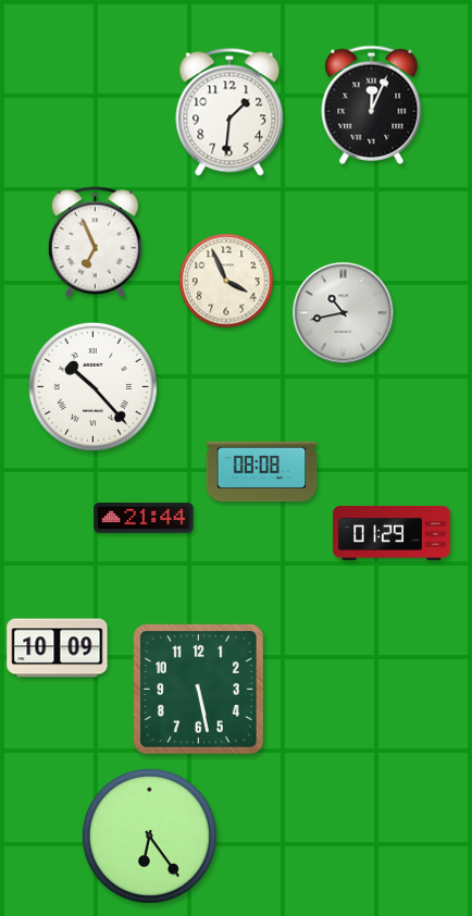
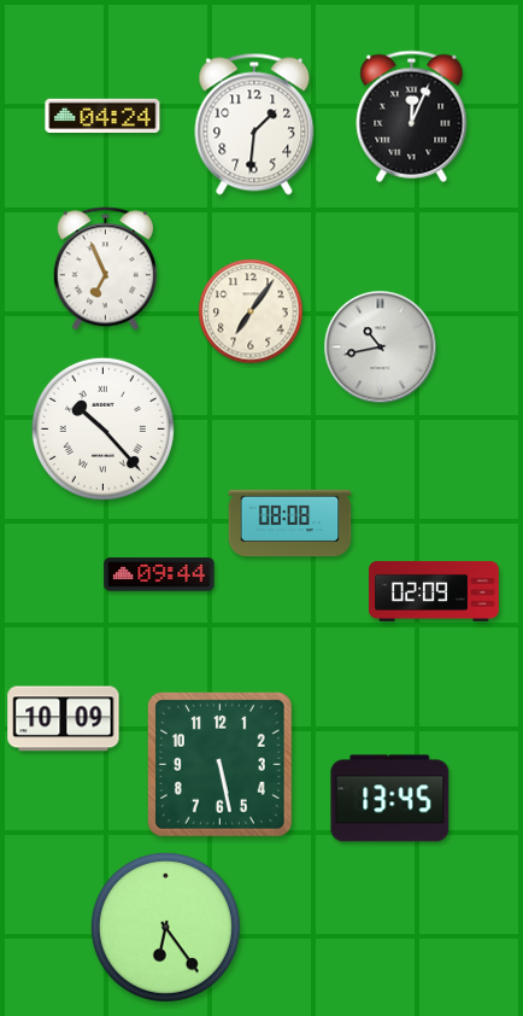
clock at (102, 115): none -> 04:24
clock at (226, 281): 3:56 -> 7:06
clock at (144, 518): 21:44 -> 09:44
clock at (392, 533): 01:29 -> 02:09
clock at (390, 799): none -> 13:45
